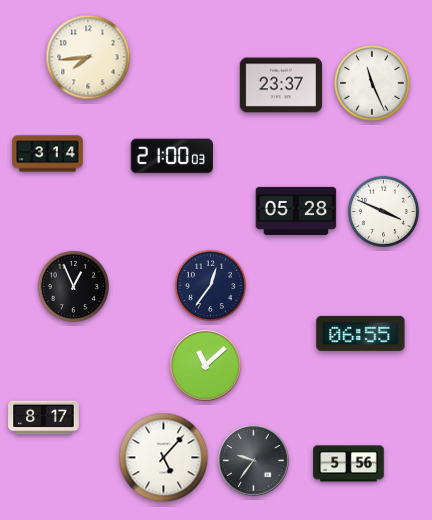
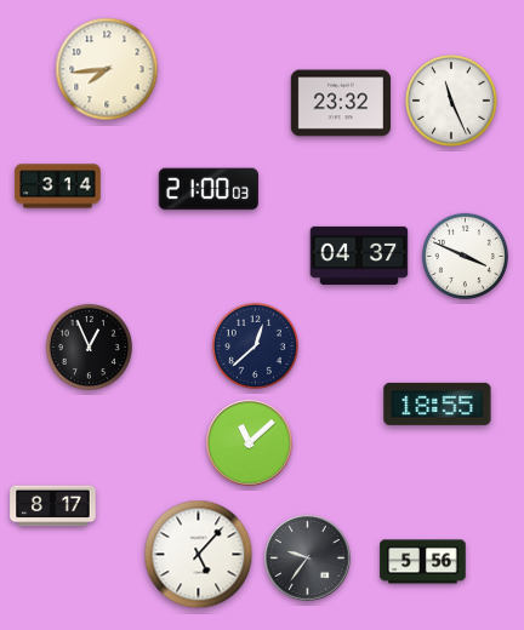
clock at (280, 85): 23:37 -> 23:32
clock at (296, 211): 05:28 -> 04:37
clock at (210, 285): 12:36 -> 12:38
clock at (361, 333): 06:55 -> 18:55
